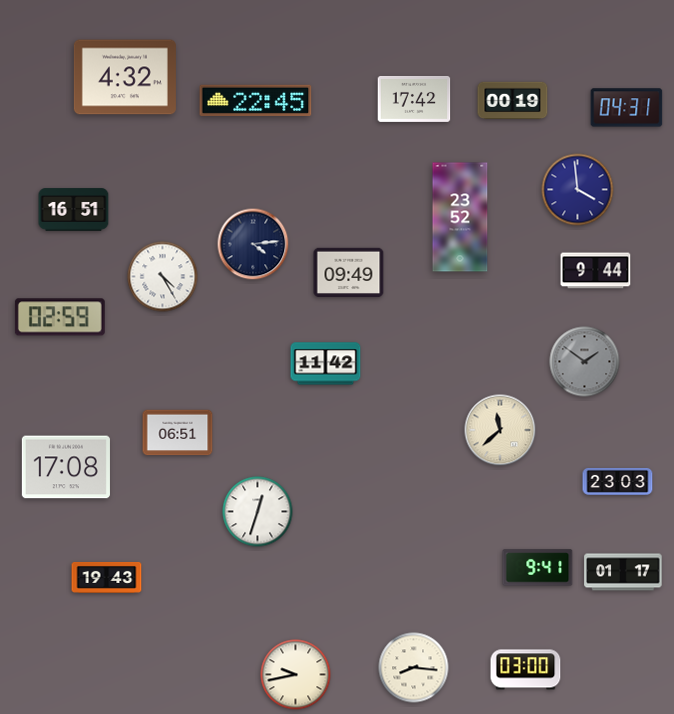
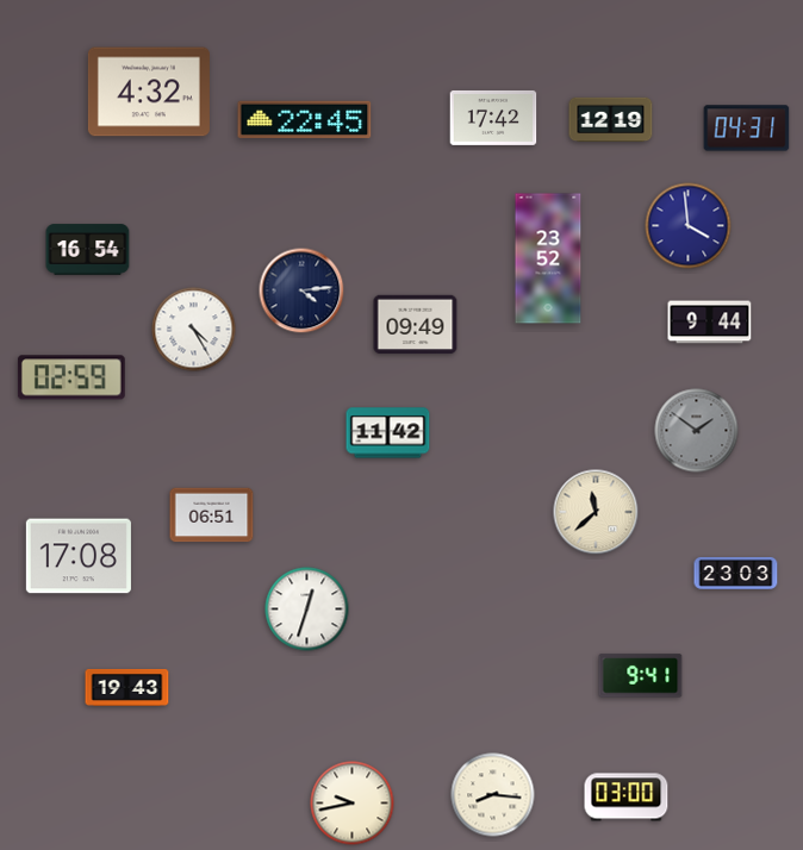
clock at (513, 101): 00:19 -> 12:19
clock at (74, 210): 16:51 -> 16:54
clock at (623, 572): 01:17 -> none
